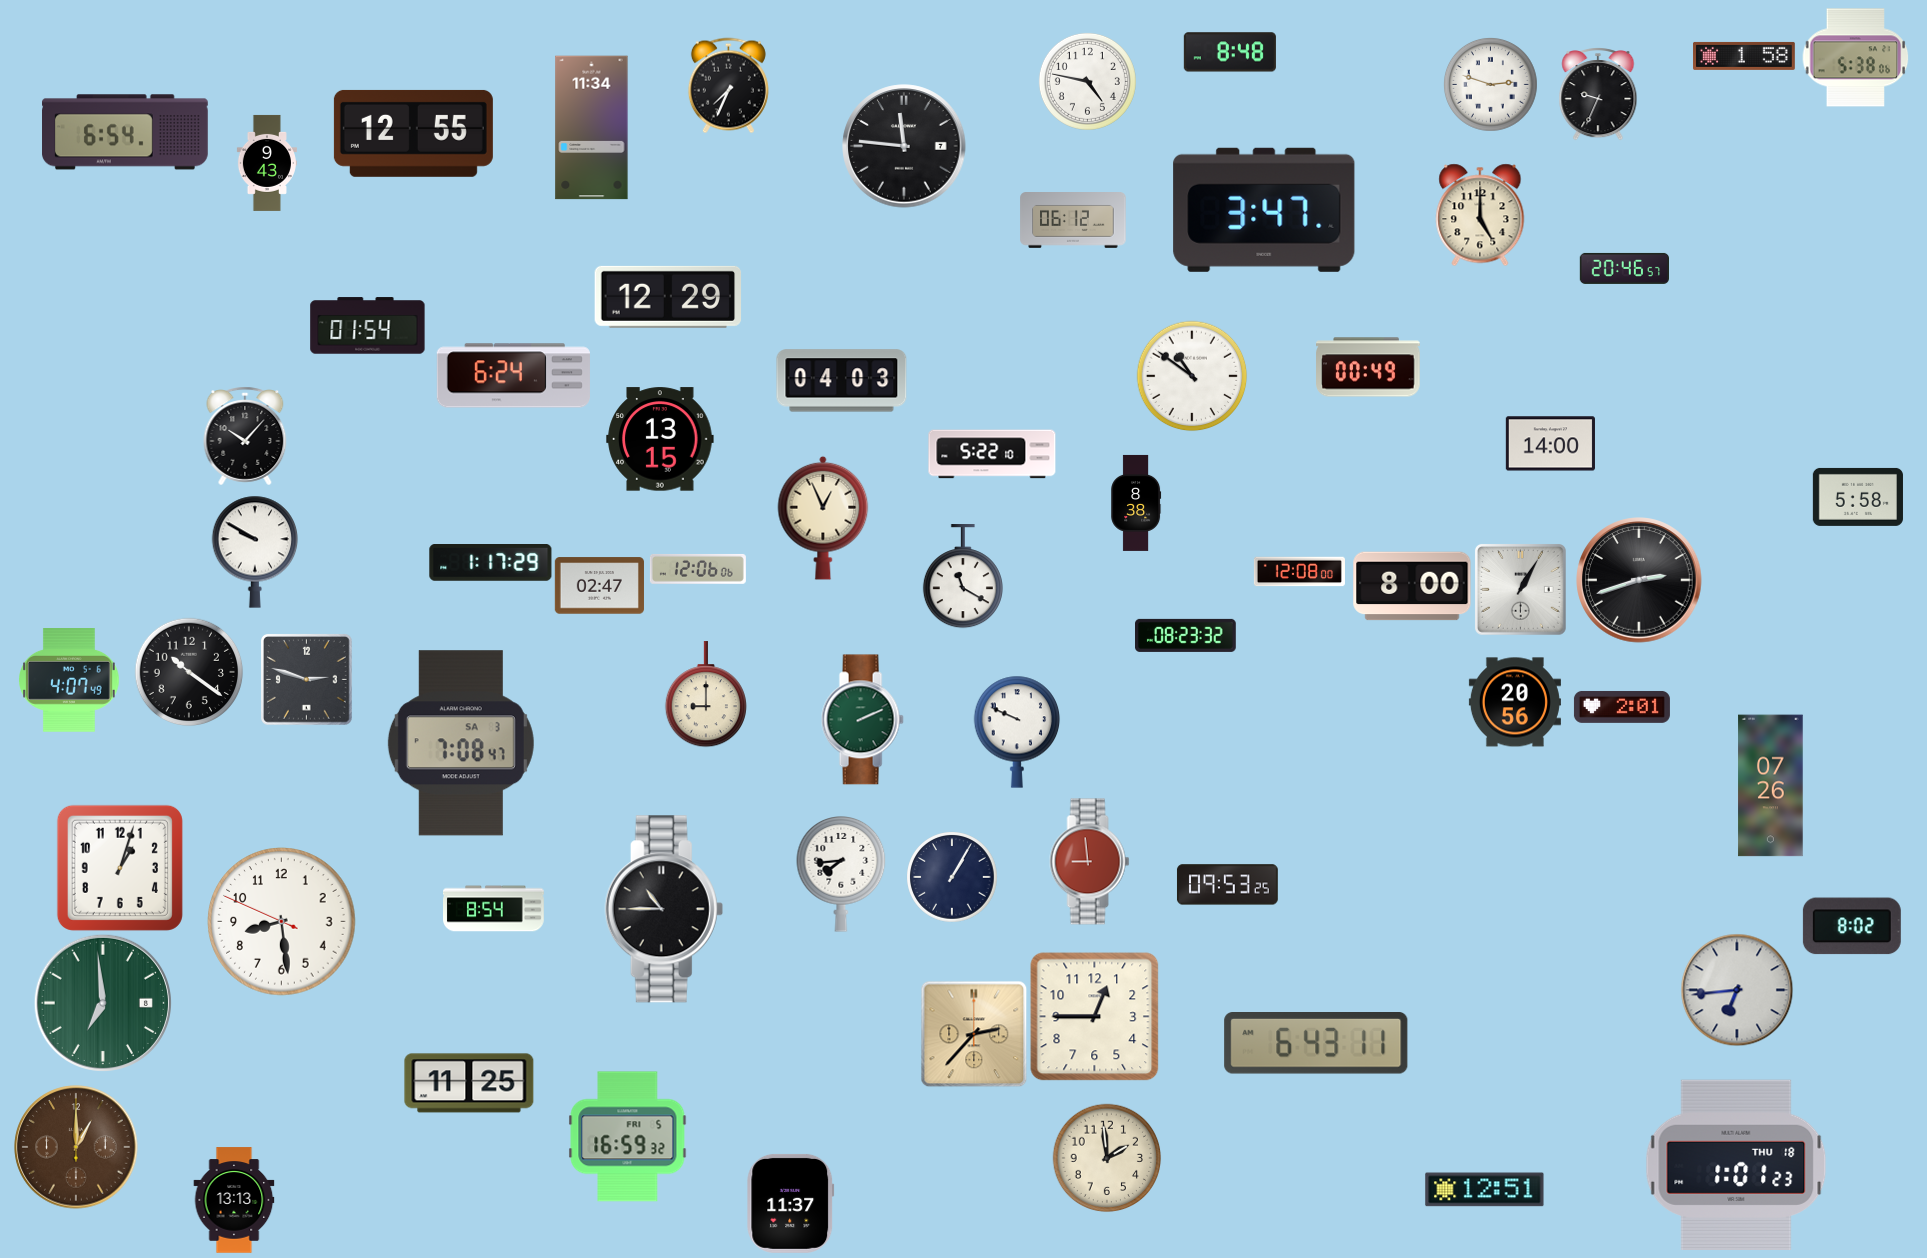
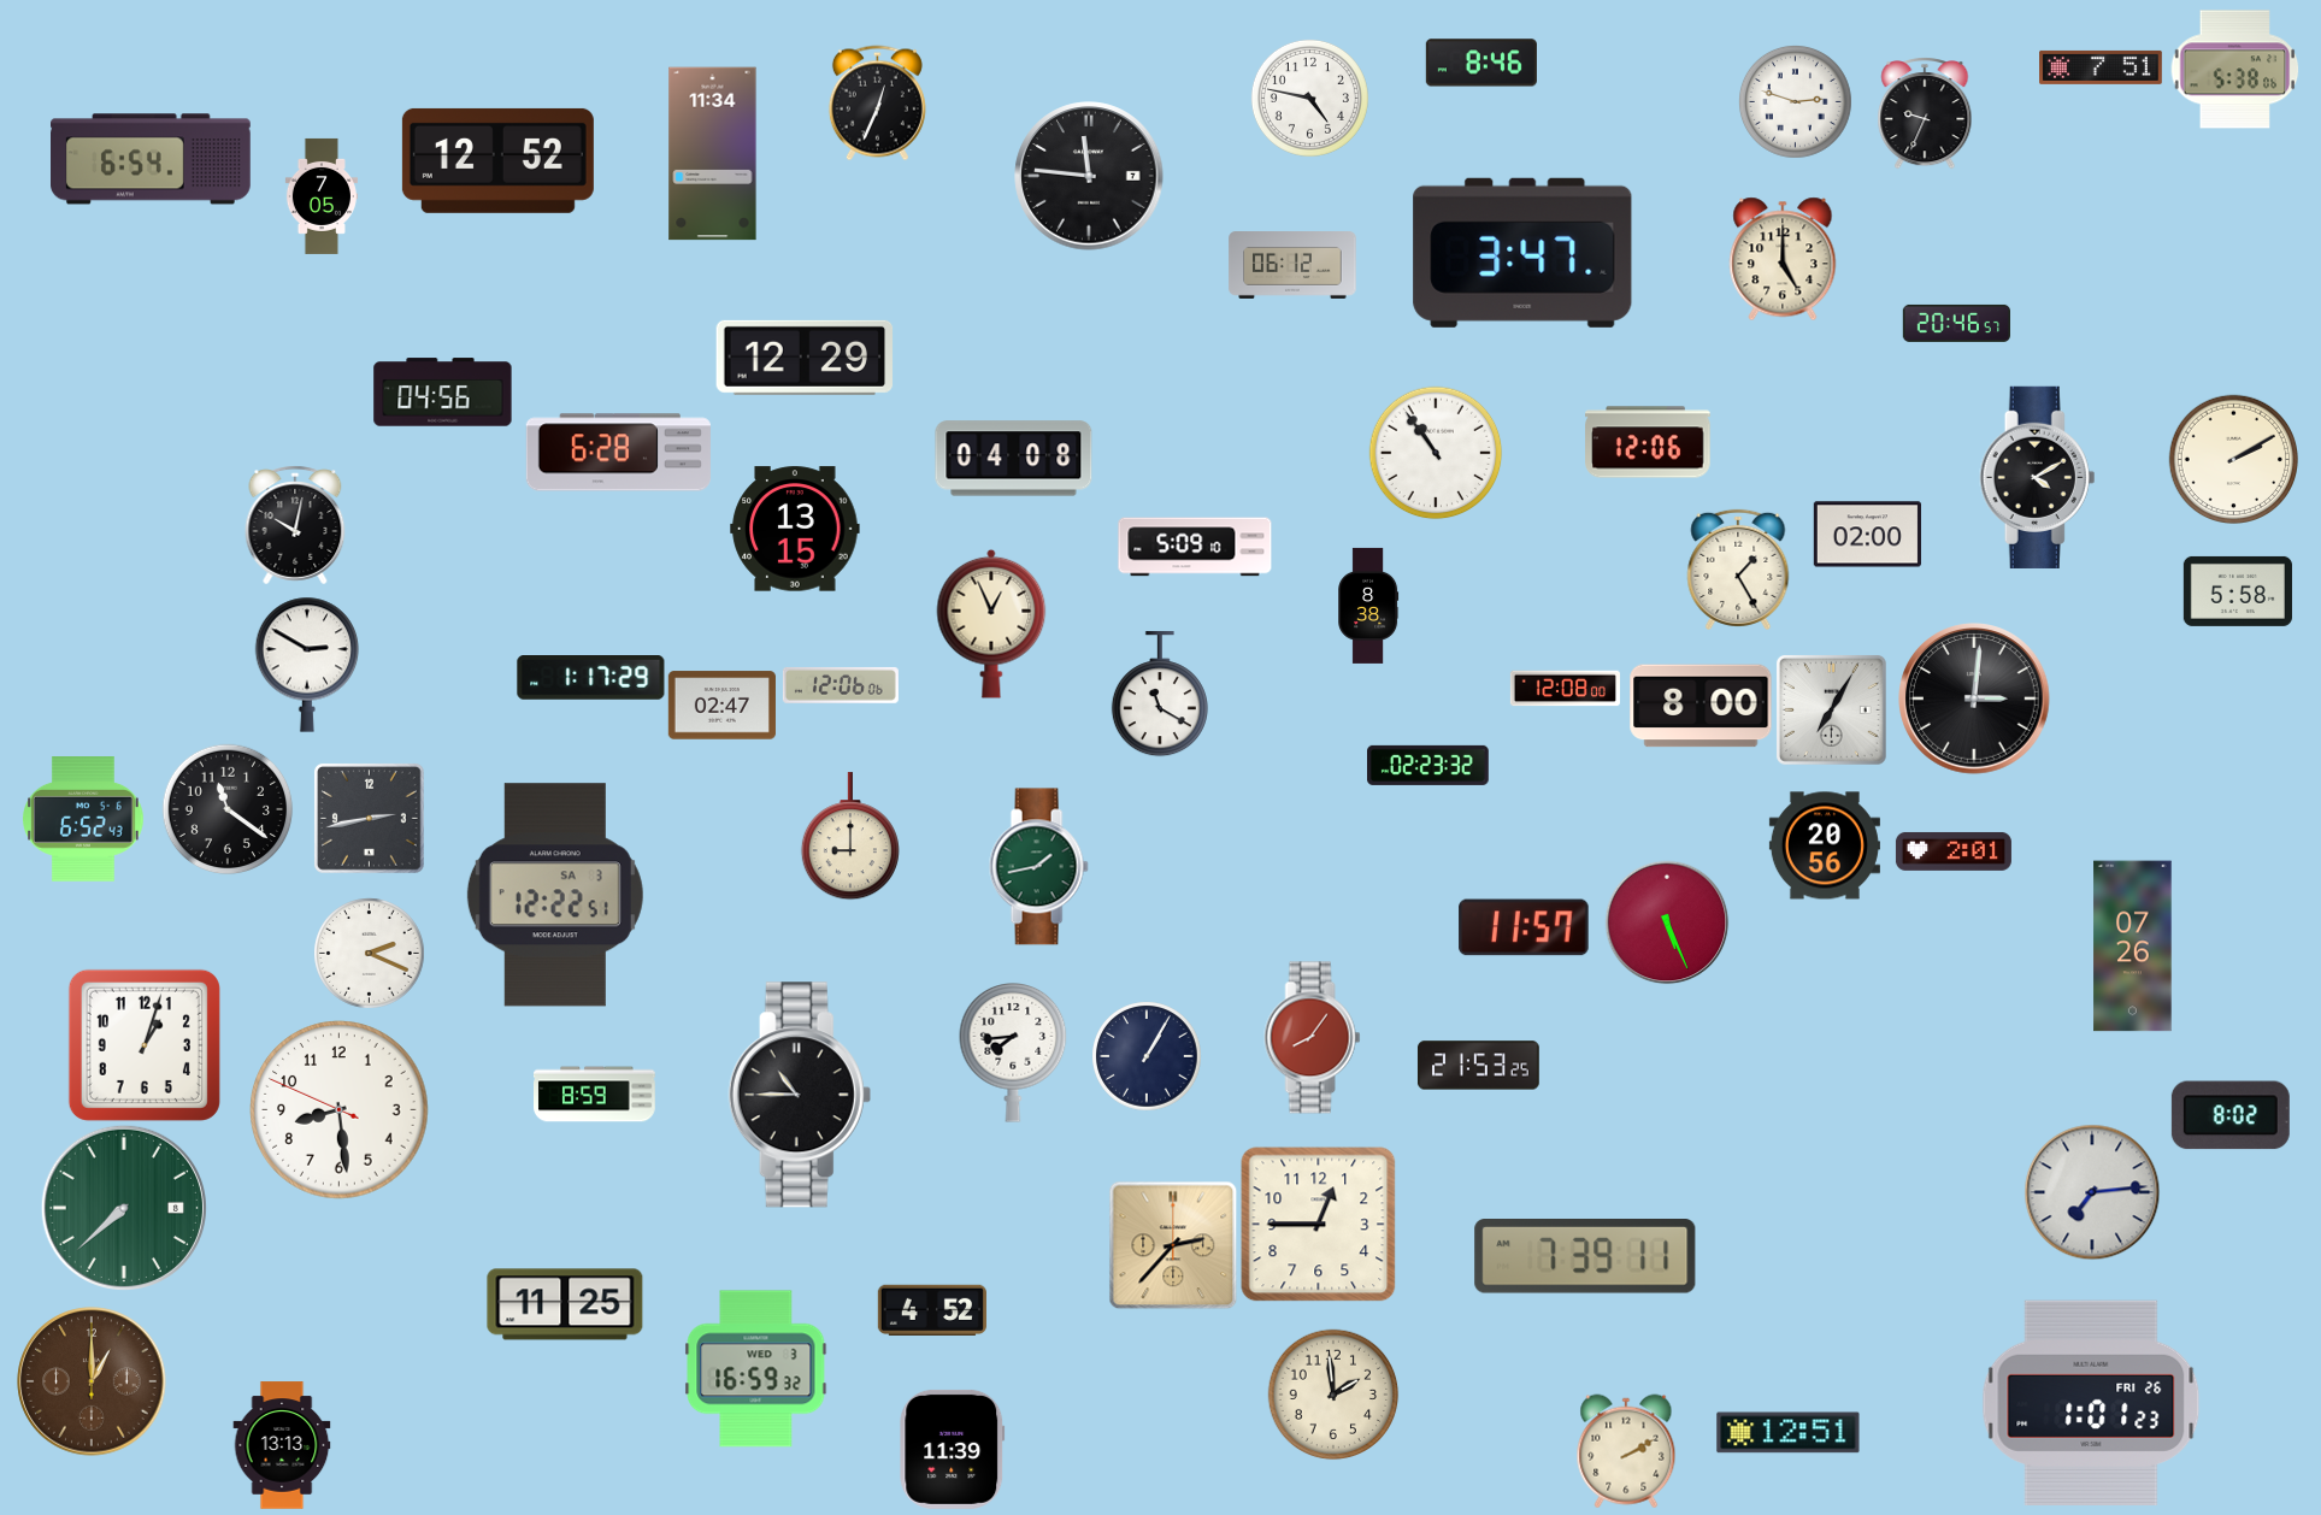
clock at (1230, 52): 8:48 -> 8:46
clock at (1744, 56): 1:58 -> 7:51
clock at (728, 85): 7:34 -> 12:34
clock at (413, 133): 12:55 -> 12:52
clock at (267, 163): 9:43 -> 7:05
clock at (368, 326): 01:54 -> 04:56
clock at (1368, 367): 00:49 -> 12:06
clock at (513, 376): 6:24 -> 6:28
clock at (1192, 376): 10:51 -> 10:54
clock at (842, 381): 04:03 -> 04:08
clock at (2233, 459): none -> 2:10
clock at (2038, 477): none -> 4:10
clock at (245, 436): 10:07 -> 10:02
clock at (1550, 444): 14:00 -> 02:00
clock at (992, 454): 5:22 -> 5:09
clock at (1738, 570): none -> 1:25
clock at (1858, 497) position: (1858, 497) -> (2238, 591)
clock at (255, 552): 9:50 -> 2:50
clock at (1639, 580): 2:42 -> 3:01
clock at (1520, 589): 1:05 -> 7:05
clock at (1186, 635): 08:23 -> 02:23
clock at (189, 672): 10:21 -> 11:21
clock at (306, 679): 2:48 -> 2:43
clock at (70, 680): 4:07 -> 6:52
clock at (862, 720): 2:11 -> 1:43
clock at (1017, 732): 9:49 -> none
clock at (461, 743): 7:08 -> 12:22
clock at (1667, 922): none -> 5:26
clock at (1524, 927): none -> 11:57
clock at (370, 954): none -> 2:19
clock at (1090, 862): 8:59 -> 8:06
clock at (1228, 885): 09:53 -> 21:53
clock at (494, 909): 8:54 -> 8:59
clock at (1737, 990): 6:44 -> 7:14
clock at (103, 1003): 6:59 -> 7:38
clock at (1316, 1044): 6:43 -> 7:39
clock at (932, 1310): none -> 4:52
clock at (628, 1137) date: FRI 5 -> WED 3
clock at (1736, 1164) date: THU 18 -> FRI 26
clock at (791, 1203): 11:37 -> 11:39
clock at (1626, 1451): none -> 2:10
